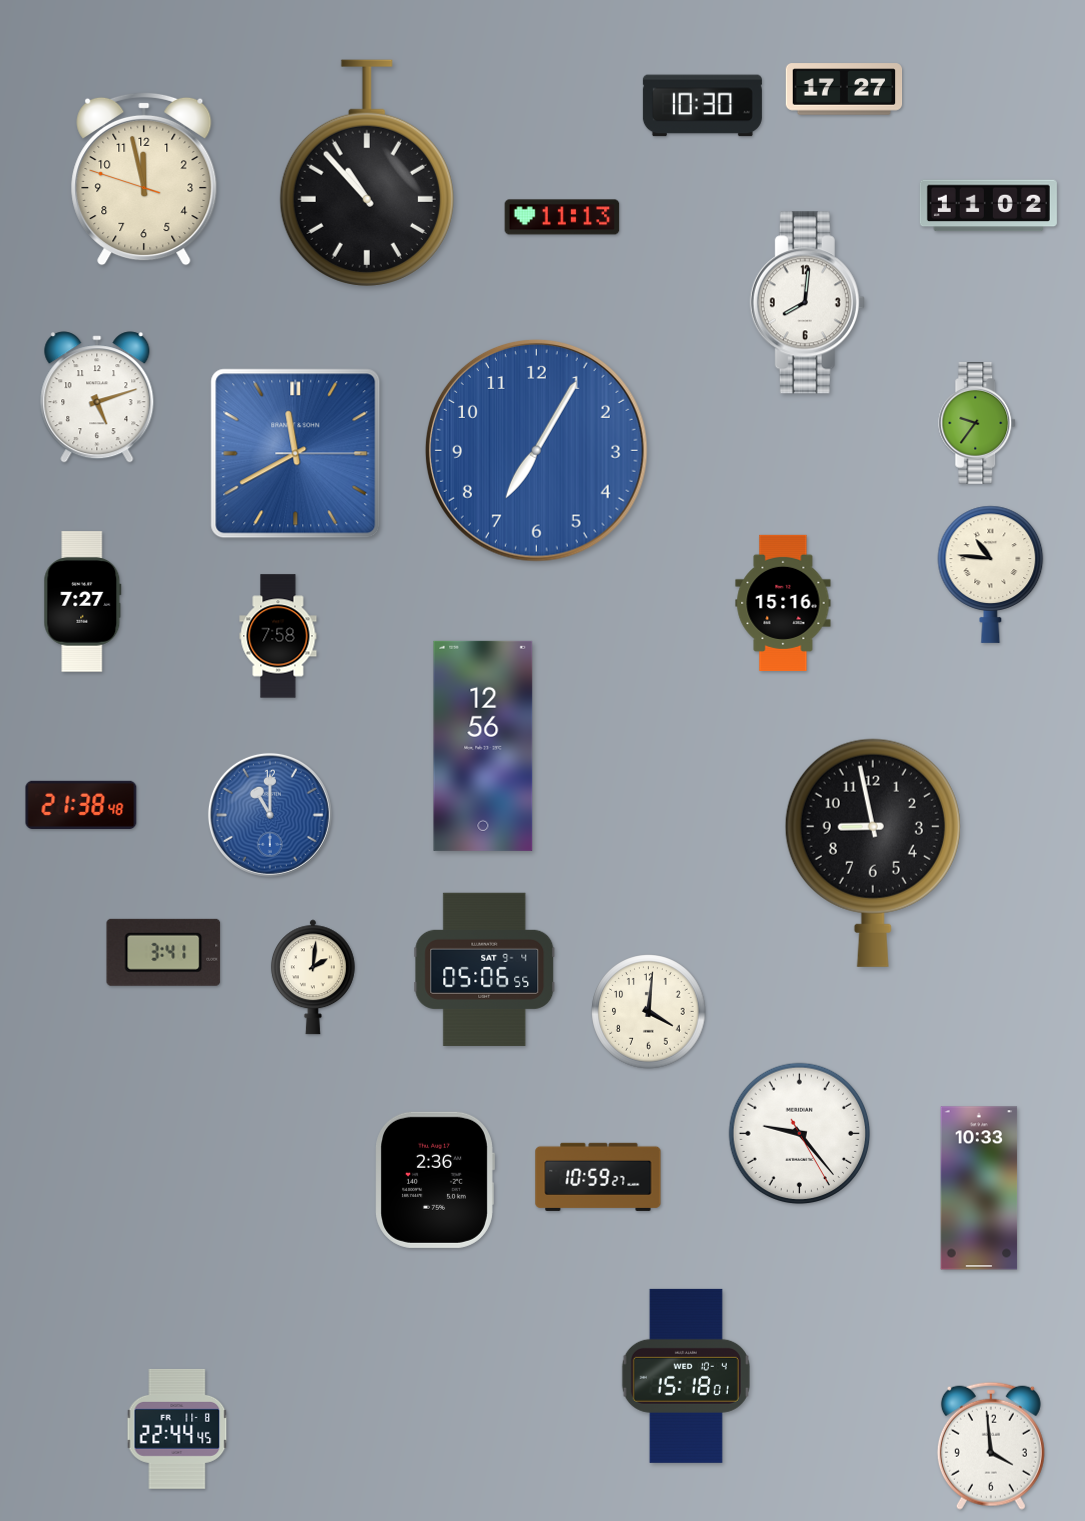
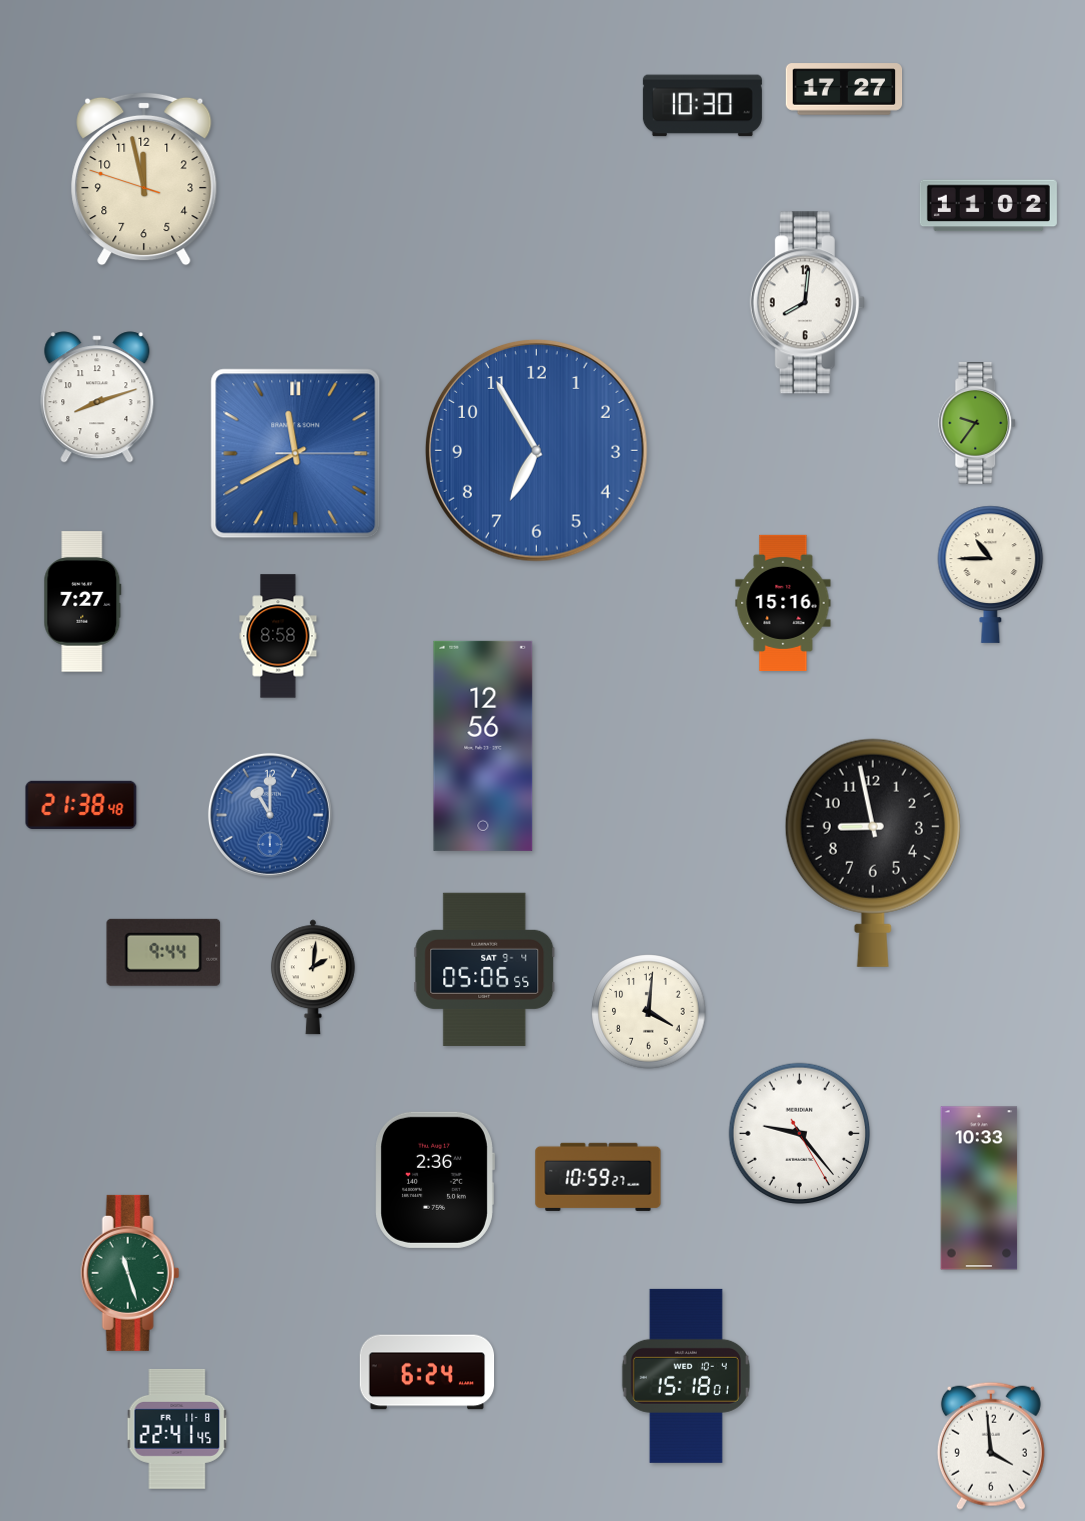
clock at (367, 173): 10:53 -> none
clock at (562, 217): 11:13 -> none
clock at (97, 397): 5:12 -> 8:12
clock at (537, 451): 7:05 -> 6:55
clock at (991, 574): 10:46 -> 10:45
clock at (278, 636): 7:58 -> 8:58
clock at (164, 952): 3:41 -> 9:44
clock at (130, 1273): none -> 11:27
clock at (427, 1372): none -> 6:24
clock at (177, 1429): 22:44 -> 22:41
